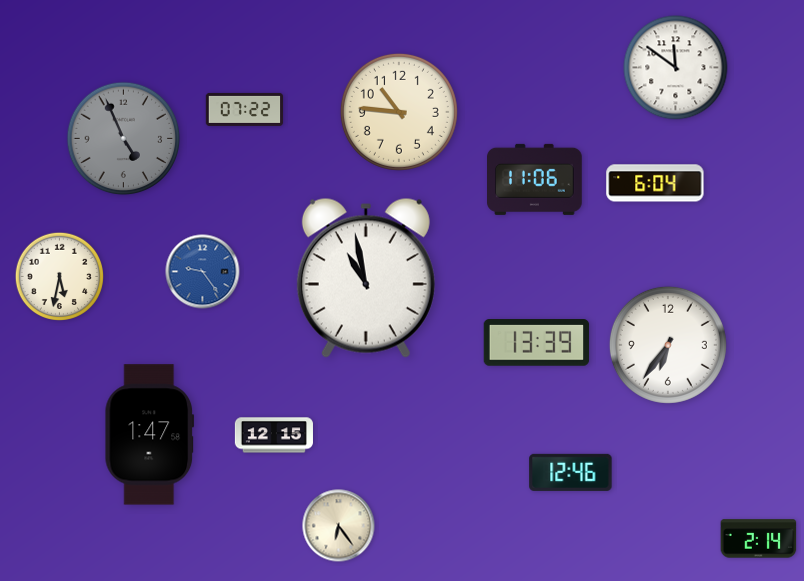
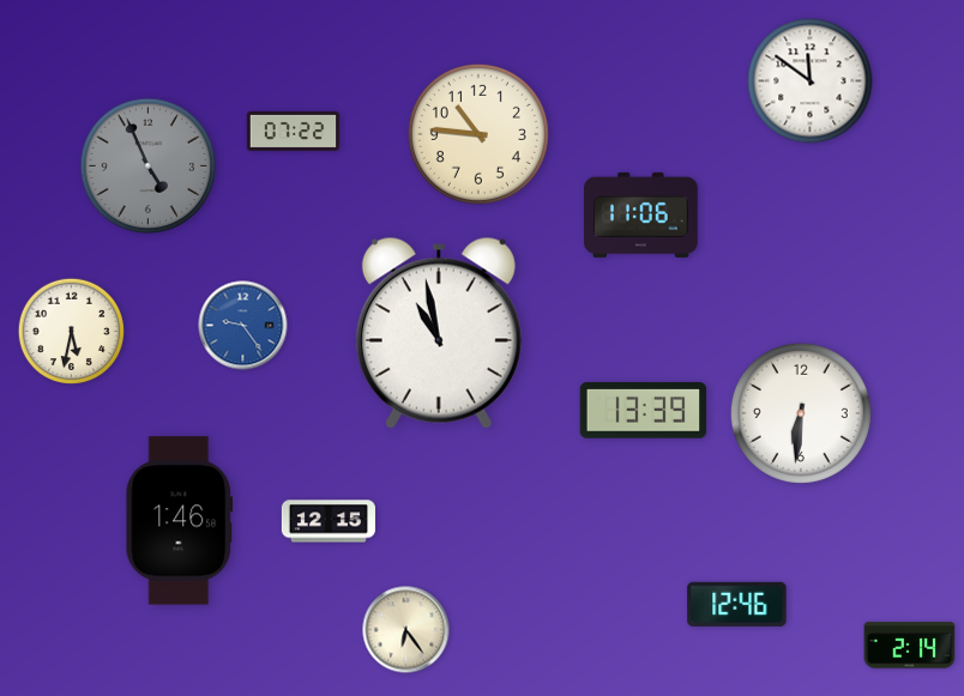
clock at (655, 183): 6:04 -> none
clock at (668, 345): 6:36 -> 6:31
clock at (150, 435): 1:47 -> 1:46
clock at (571, 472) position: (571, 472) -> (737, 604)
